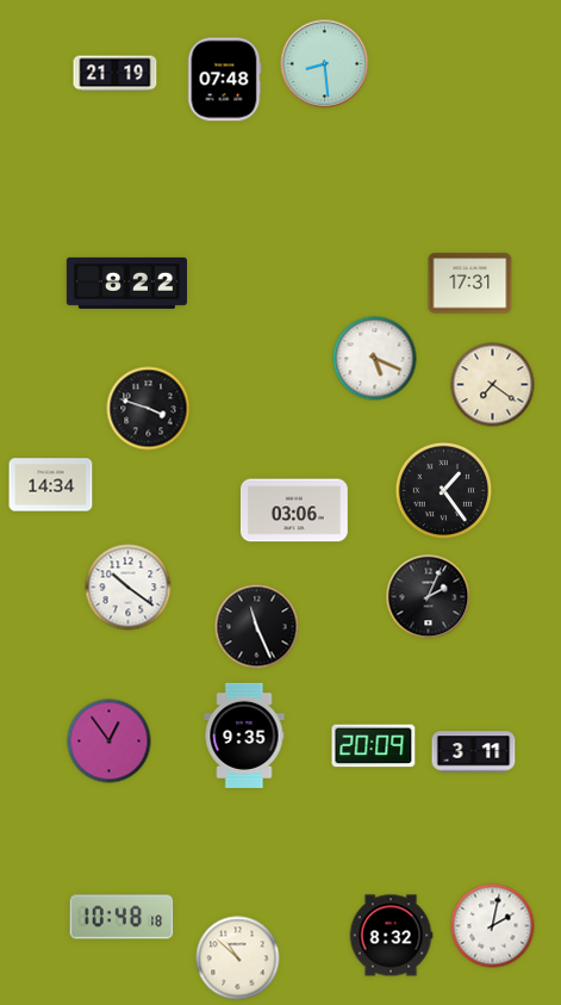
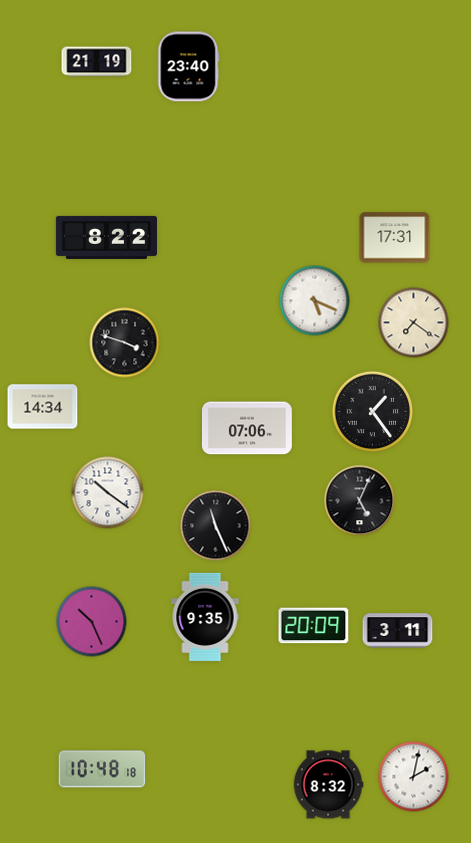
clock at (325, 64): 8:29 -> none
clock at (224, 80): 07:48 -> 23:40
clock at (295, 510): 03:06 -> 07:06
clock at (429, 597): 2:04 -> 5:04
clock at (110, 742): 12:54 -> 10:26
clock at (238, 959): 10:52 -> none
